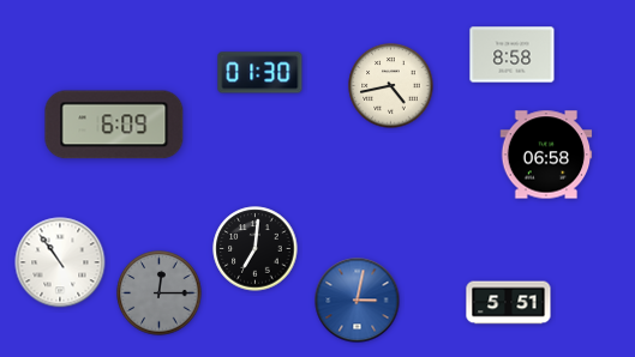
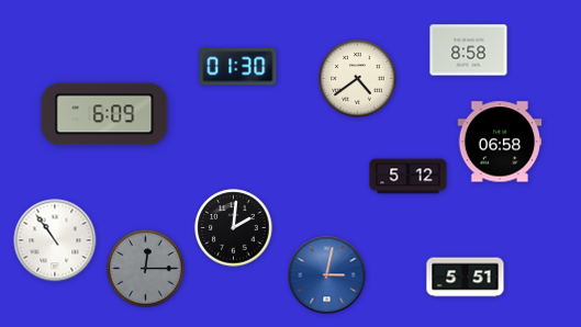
clock at (391, 86): 4:43 -> 4:39
clock at (409, 177): none -> 5:12
clock at (256, 249): 7:01 -> 2:01
